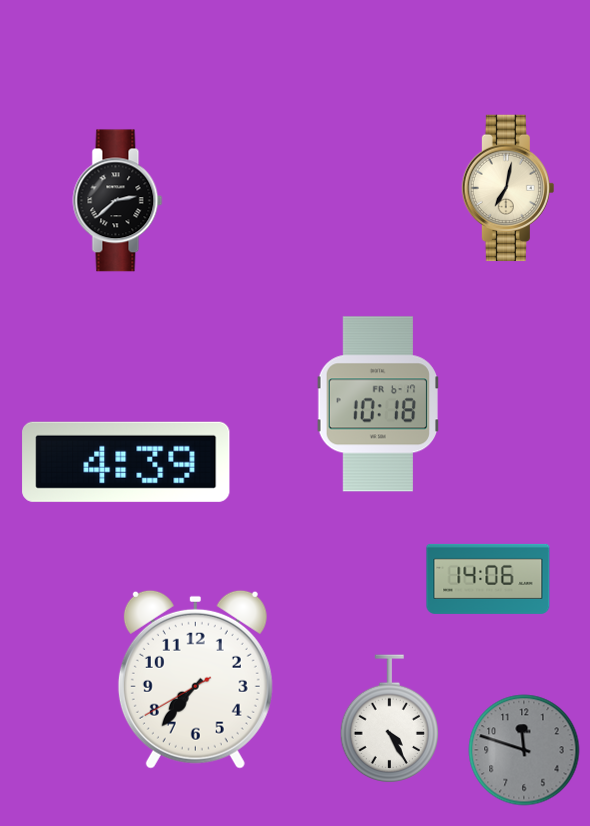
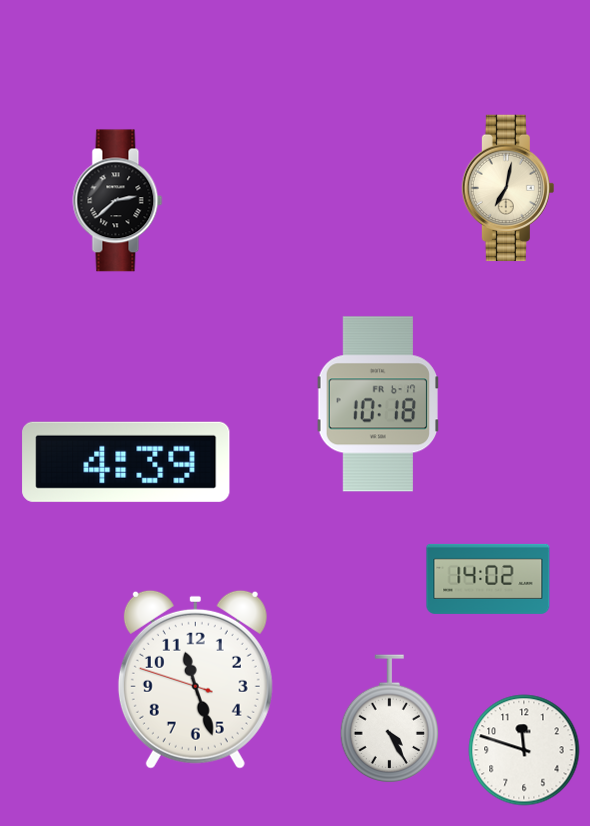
clock at (488, 579): 14:06 -> 14:02
clock at (195, 679): 7:36 -> 11:26
clock at (524, 750) dial: grey -> white
